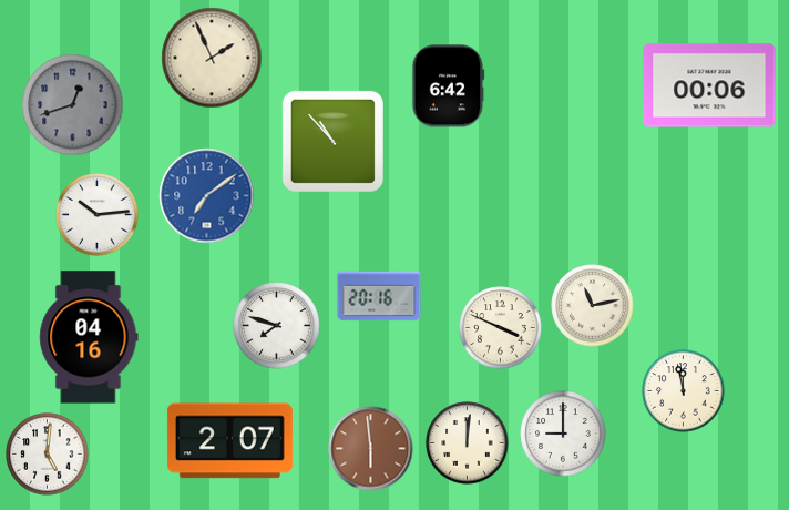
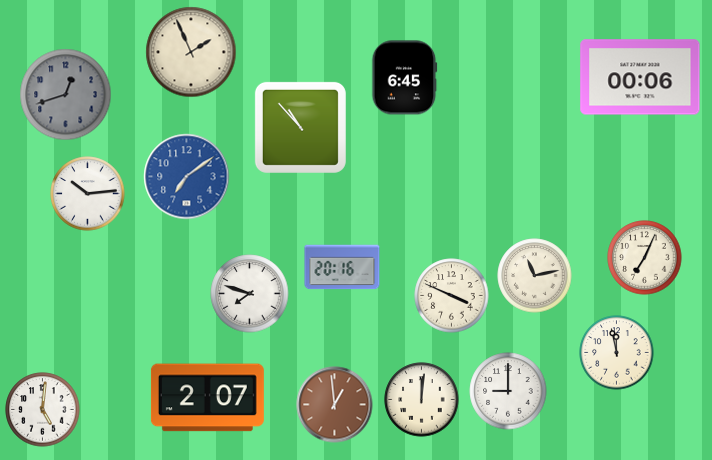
clock at (449, 86): 6:42 -> 6:45
clock at (645, 258): none -> 7:04
clock at (89, 337): 04:16 -> none
clock at (371, 449): 5:59 -> 12:59
